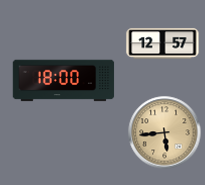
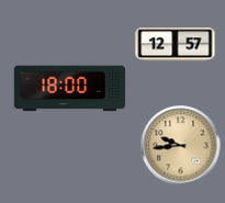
clock at (163, 44) position: (163, 44) -> (176, 45)
clock at (165, 133): 5:44 -> 9:44
